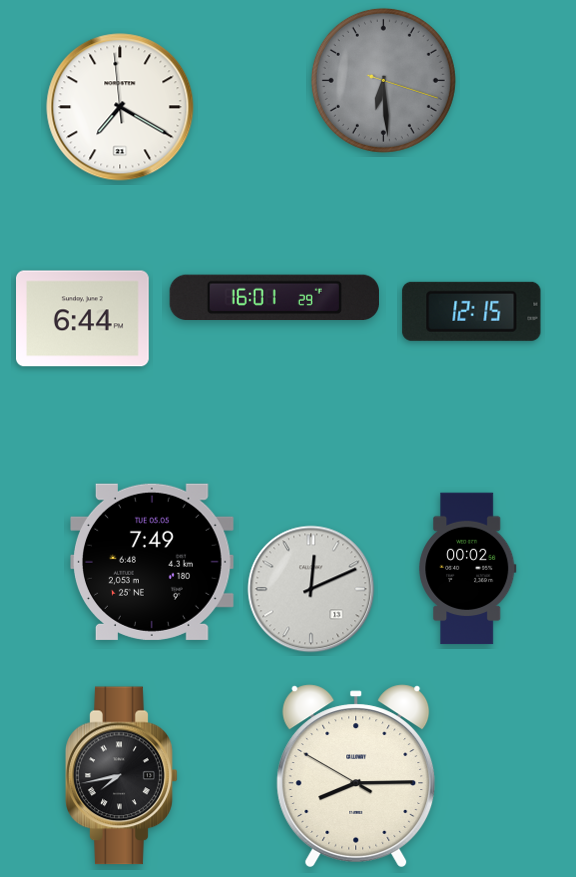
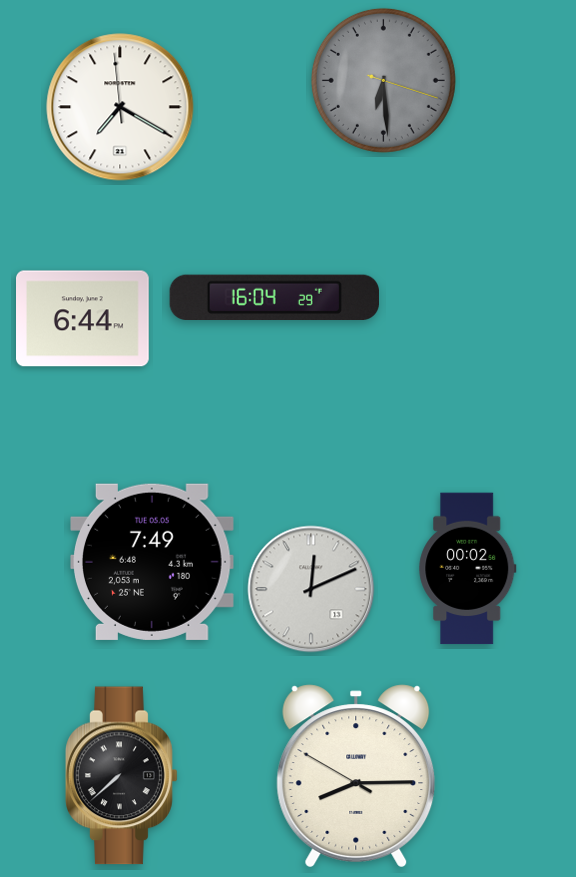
clock at (274, 298): 16:01 -> 16:04
clock at (472, 311): 12:15 -> none
clock at (122, 776): 7:43 -> 7:38
